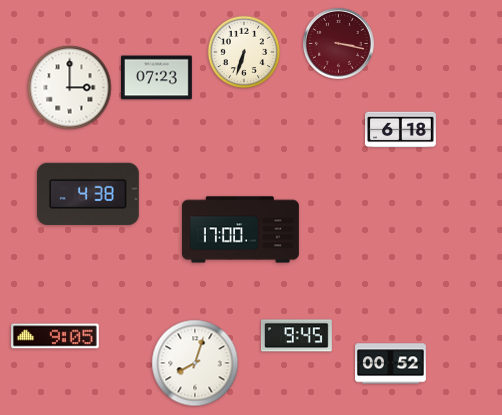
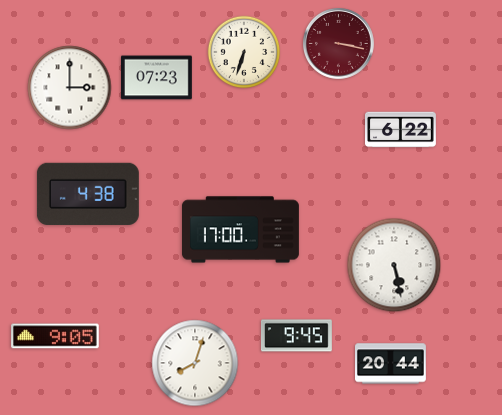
clock at (401, 130): 6:18 -> 6:22
clock at (394, 265): none -> 5:28
clock at (391, 364): 00:52 -> 20:44
